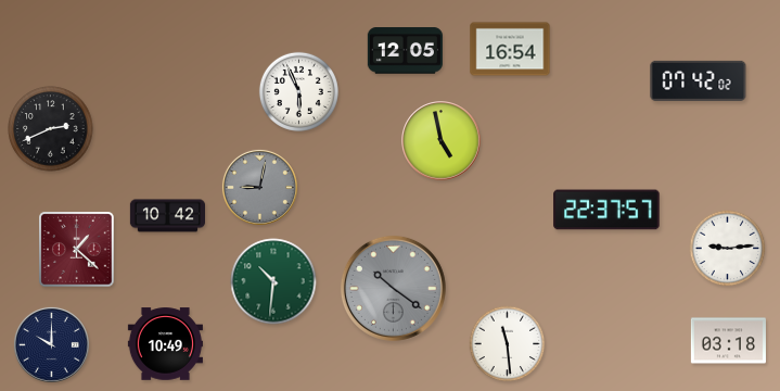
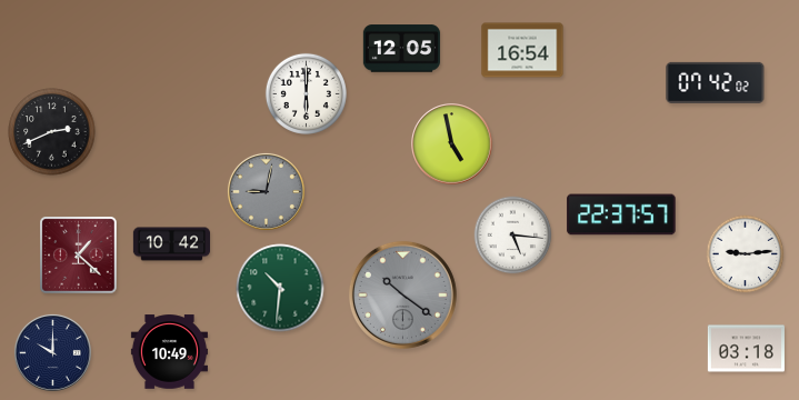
clock at (405, 51) position: (405, 51) -> (401, 49)
clock at (298, 91): 5:56 -> 6:00
clock at (167, 216) position: (167, 216) -> (171, 244)
clock at (513, 236): none -> 5:16
clock at (508, 344): 11:29 -> none
